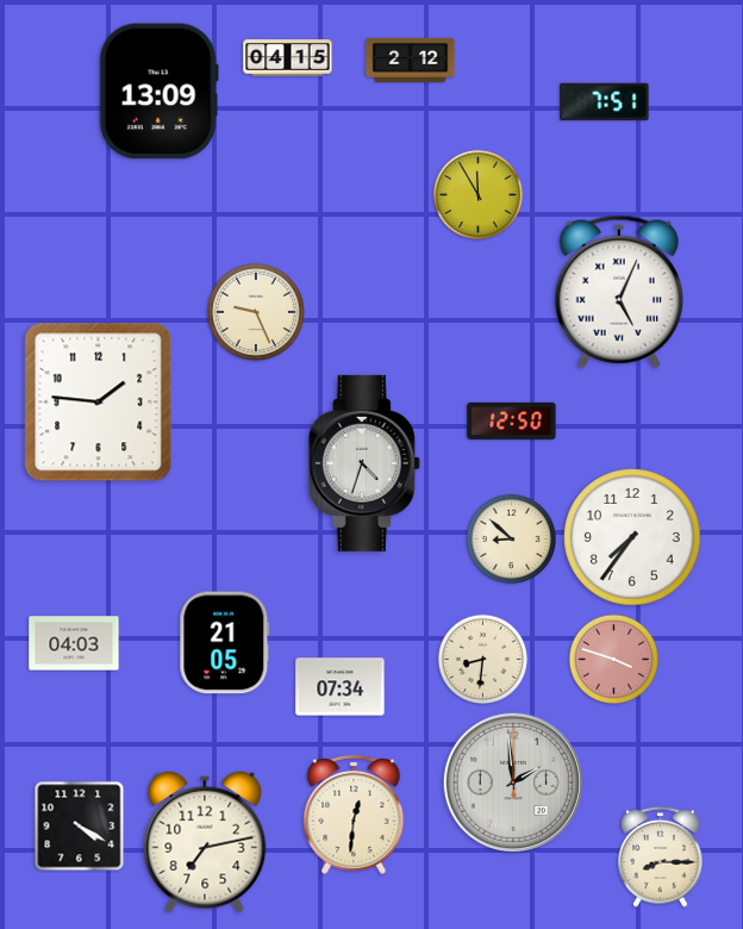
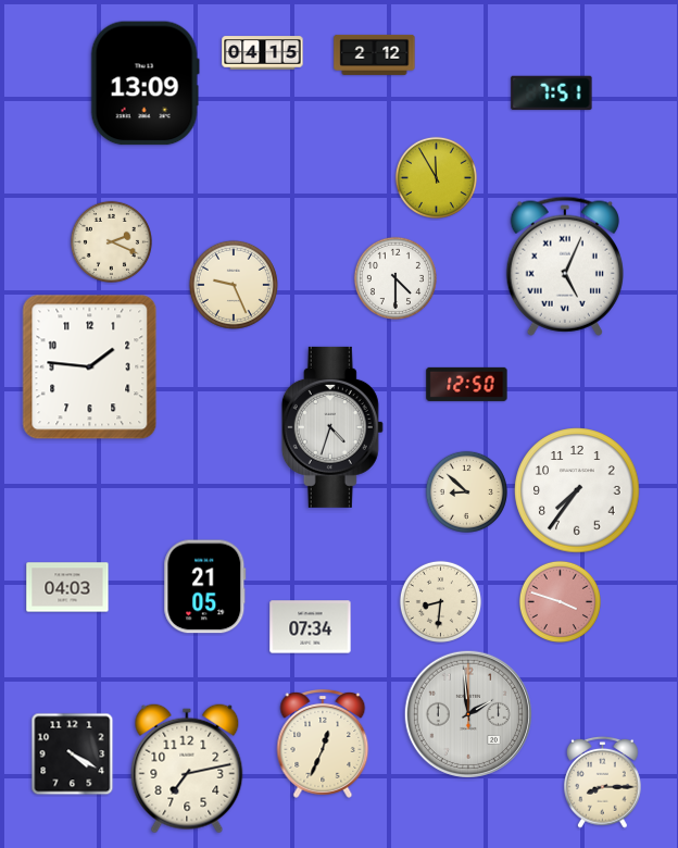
clock at (111, 241): none -> 2:19
clock at (395, 278): none -> 4:30
clock at (364, 463) position: (364, 463) -> (332, 427)
clock at (354, 815): 12:31 -> 12:34
